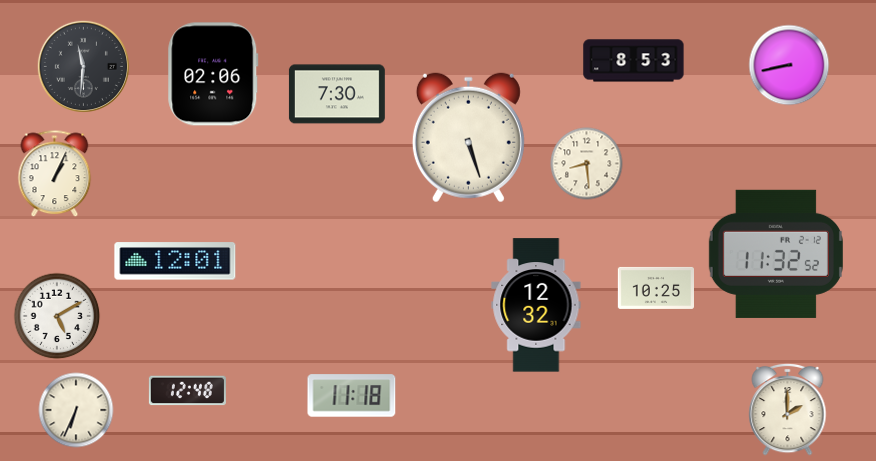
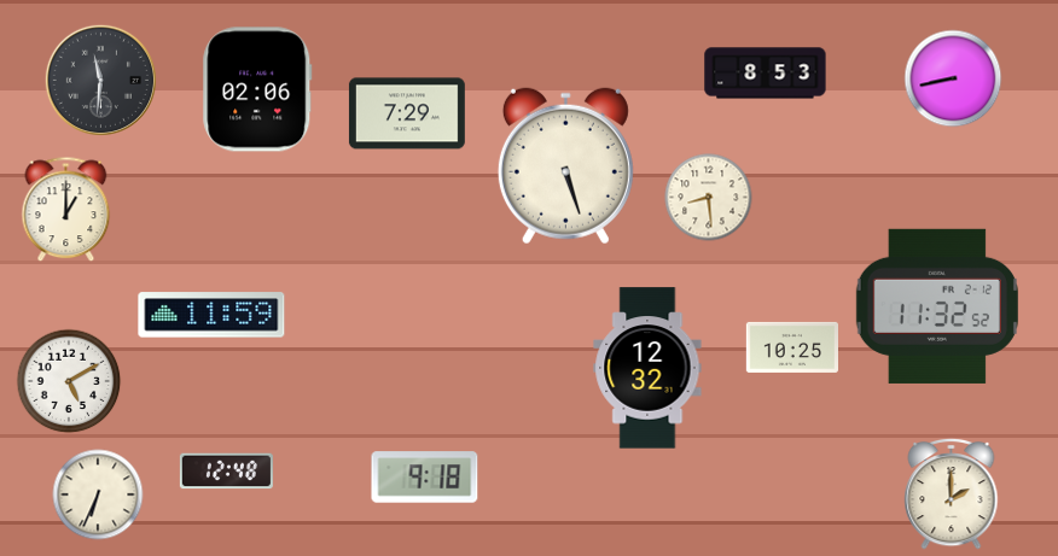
clock at (337, 94): 7:30 -> 7:29
clock at (55, 174): 1:04 -> 1:00
clock at (175, 261): 12:01 -> 11:59
clock at (352, 396): 11:18 -> 9:18
clock at (76, 410) position: (76, 410) -> (98, 494)
